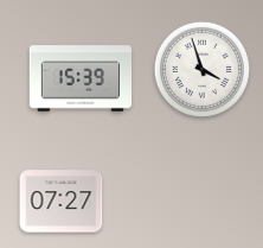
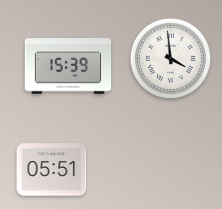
clock at (201, 69): 3:57 -> 3:59
clock at (62, 202): 07:27 -> 05:51
